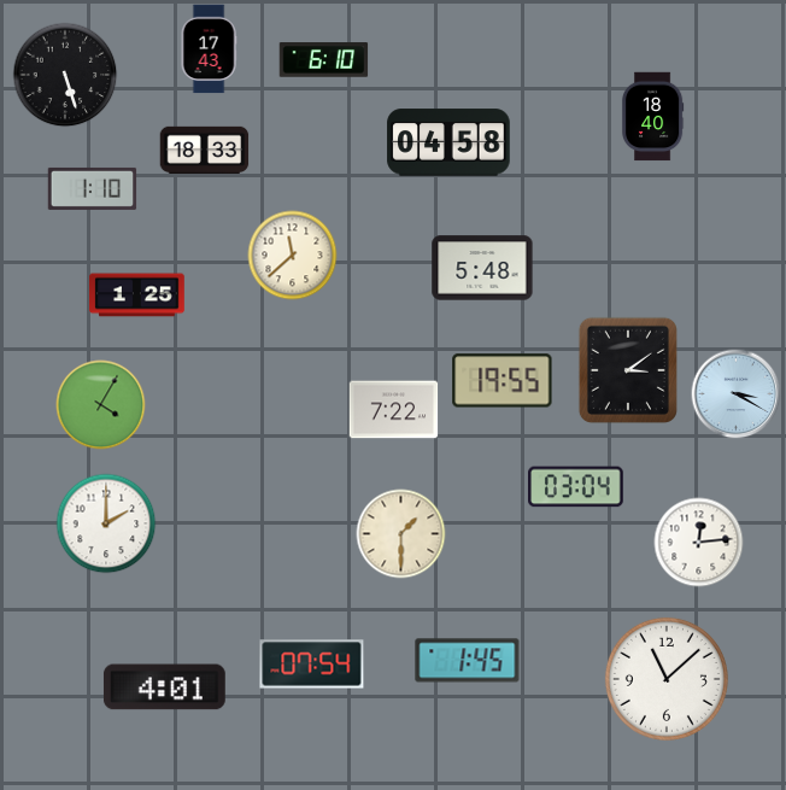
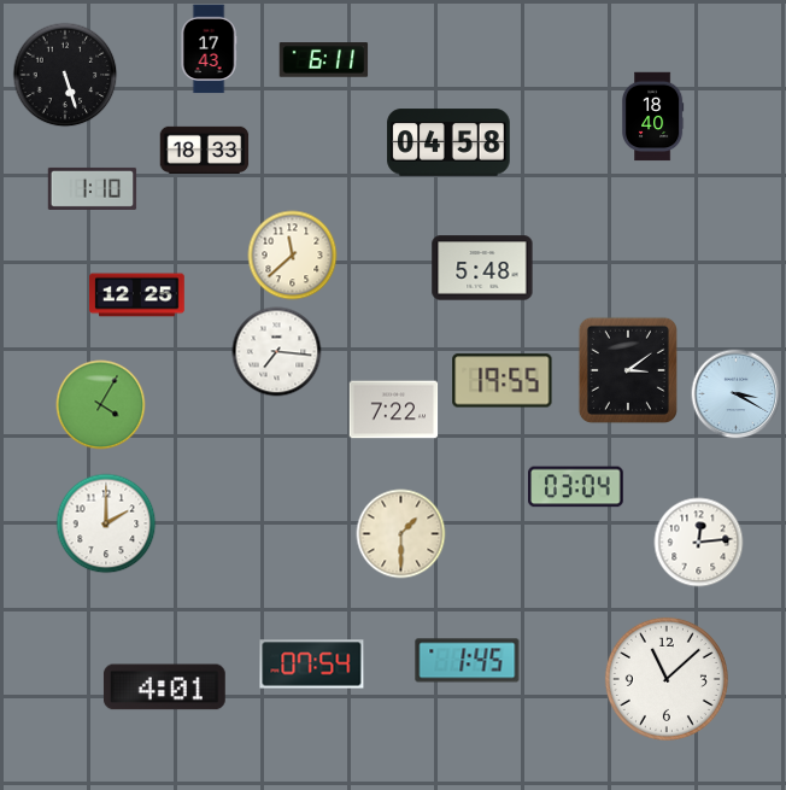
clock at (324, 60): 6:10 -> 6:11
clock at (137, 295): 1:25 -> 12:25
clock at (277, 352): none -> 7:16
